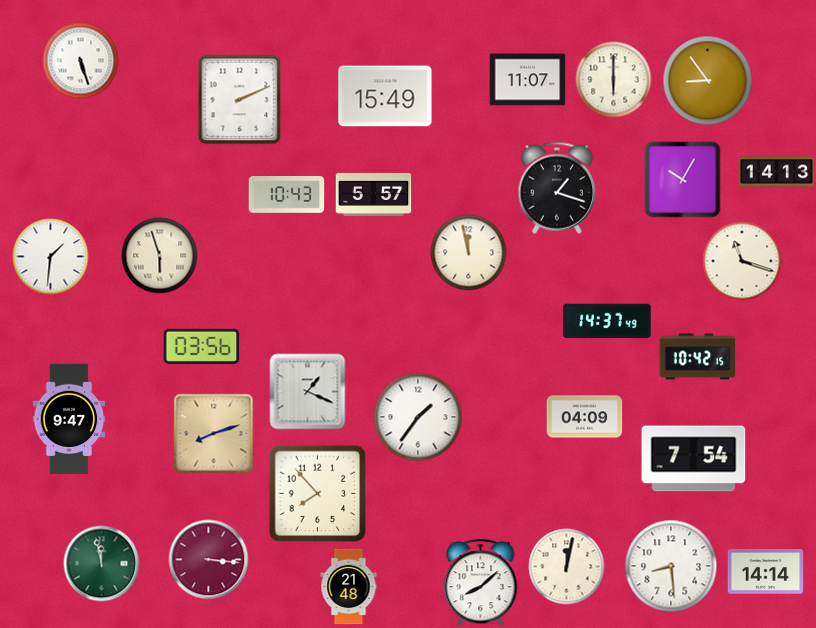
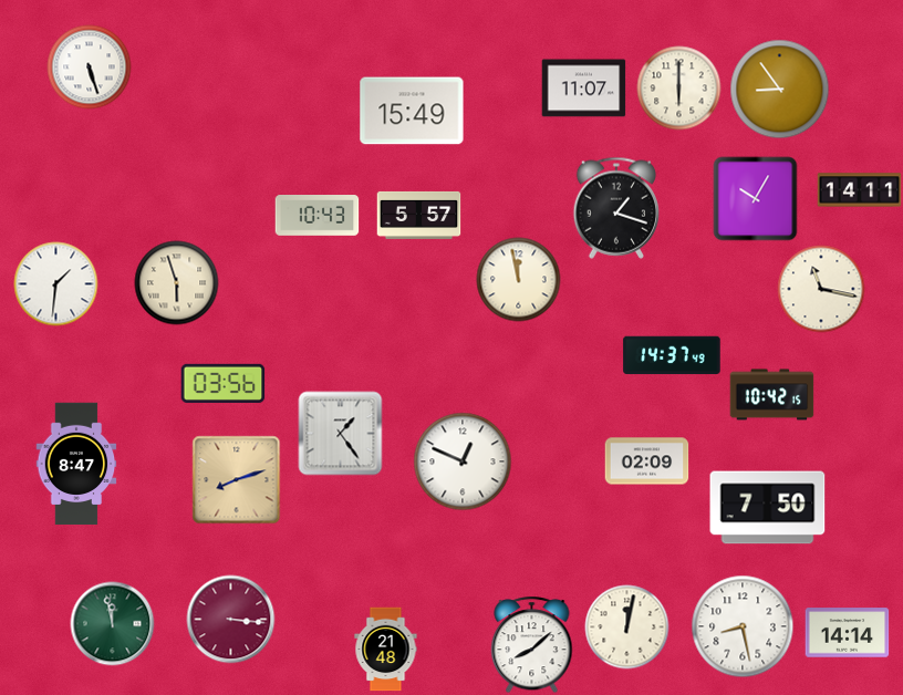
clock at (708, 81) position: (708, 81) -> (780, 90)
clock at (385, 96) position: (385, 96) -> (412, 111)
clock at (240, 100): 2:11 -> none
clock at (777, 172): 14:13 -> 14:11
clock at (374, 194) position: (374, 194) -> (419, 215)
clock at (742, 261): 11:18 -> 11:17
clock at (308, 392): 1:19 -> 1:24
clock at (418, 417): 1:36 -> 12:49
clock at (585, 417): 04:09 -> 02:09
clock at (69, 419): 9:47 -> 8:47
clock at (694, 459): 7:54 -> 7:50
clock at (318, 494): 7:53 -> none
clock at (671, 566): 8:29 -> 8:28
